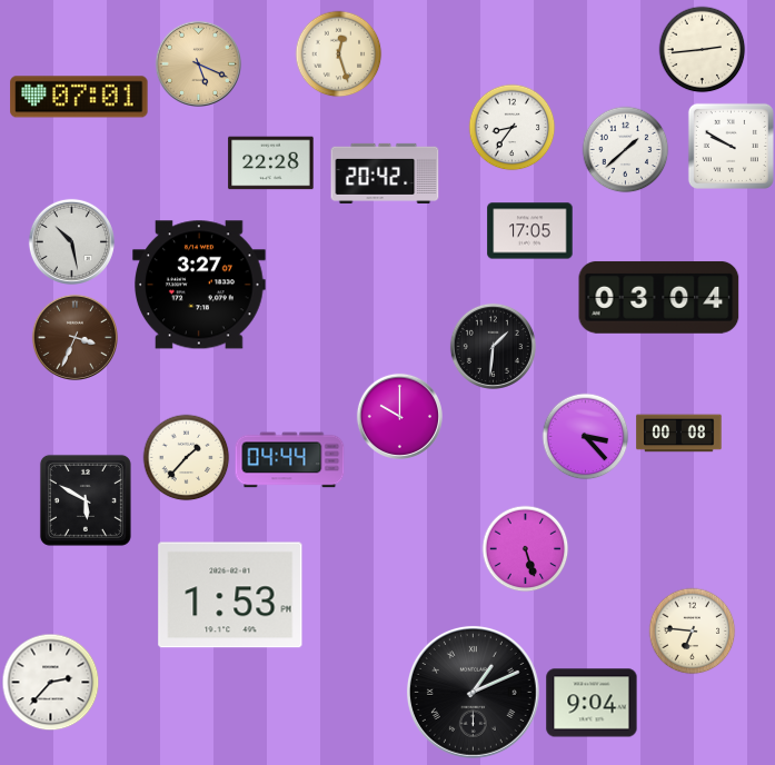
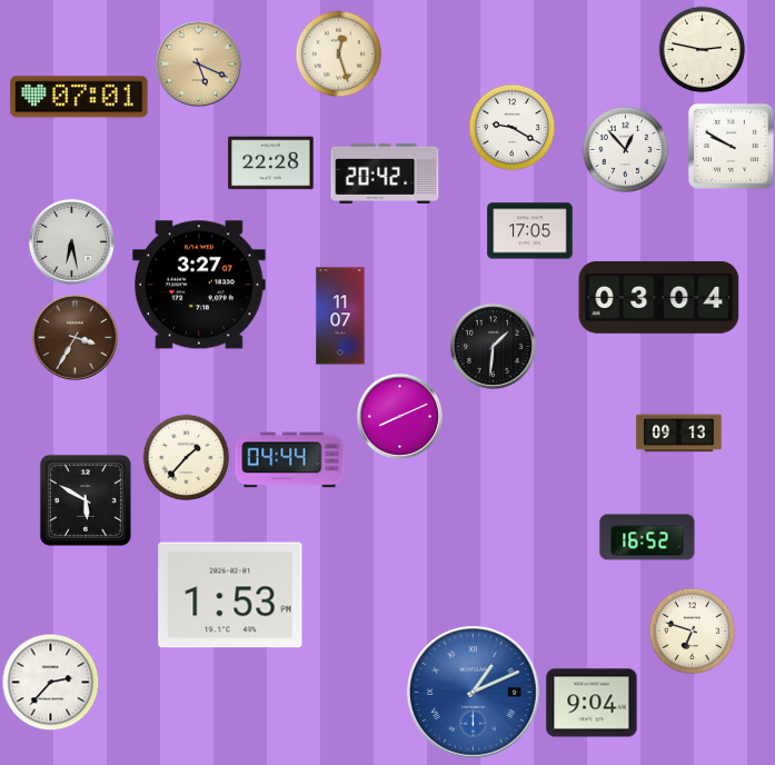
clock at (702, 49): 2:44 -> 2:47
clock at (511, 127): 8:36 -> 9:20
clock at (625, 149): 1:38 -> 12:53
clock at (71, 241): 10:28 -> 6:28
clock at (340, 316): none -> 11:07
clock at (74, 337): 3:34 -> 3:35
clock at (399, 416): 10:00 -> 8:11
clock at (679, 434): 00:08 -> 09:13
clock at (585, 436): 3:23 -> none
clock at (647, 537): none -> 16:52
clock at (525, 548): 5:27 -> none
clock at (692, 630): 6:46 -> 6:48
clock at (473, 692) dial: black -> blue
